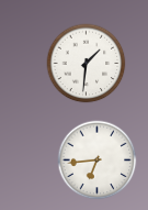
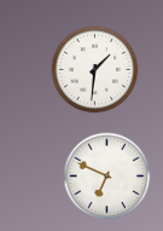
clock at (98, 161): 6:44 -> 6:49
